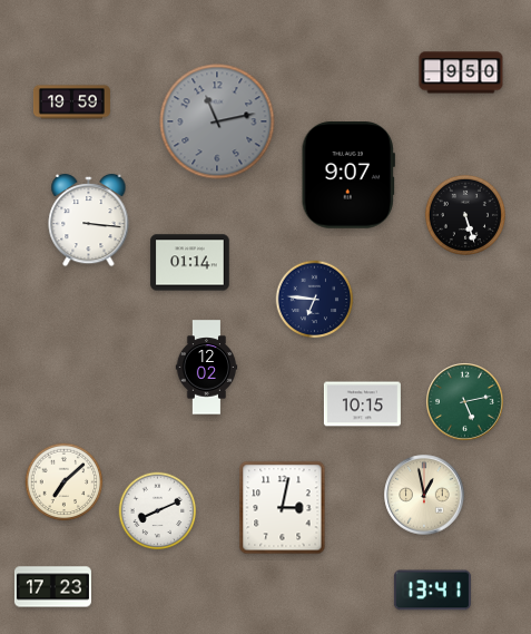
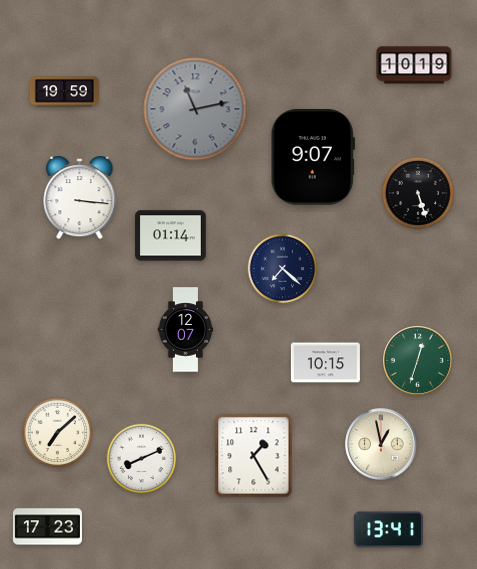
clock at (461, 72): 9:50 -> 10:19
clock at (315, 300): 6:46 -> 7:22
clock at (207, 368): 12:02 -> 12:07
clock at (465, 402): 5:13 -> 12:33
clock at (283, 508): 3:02 -> 1:25
